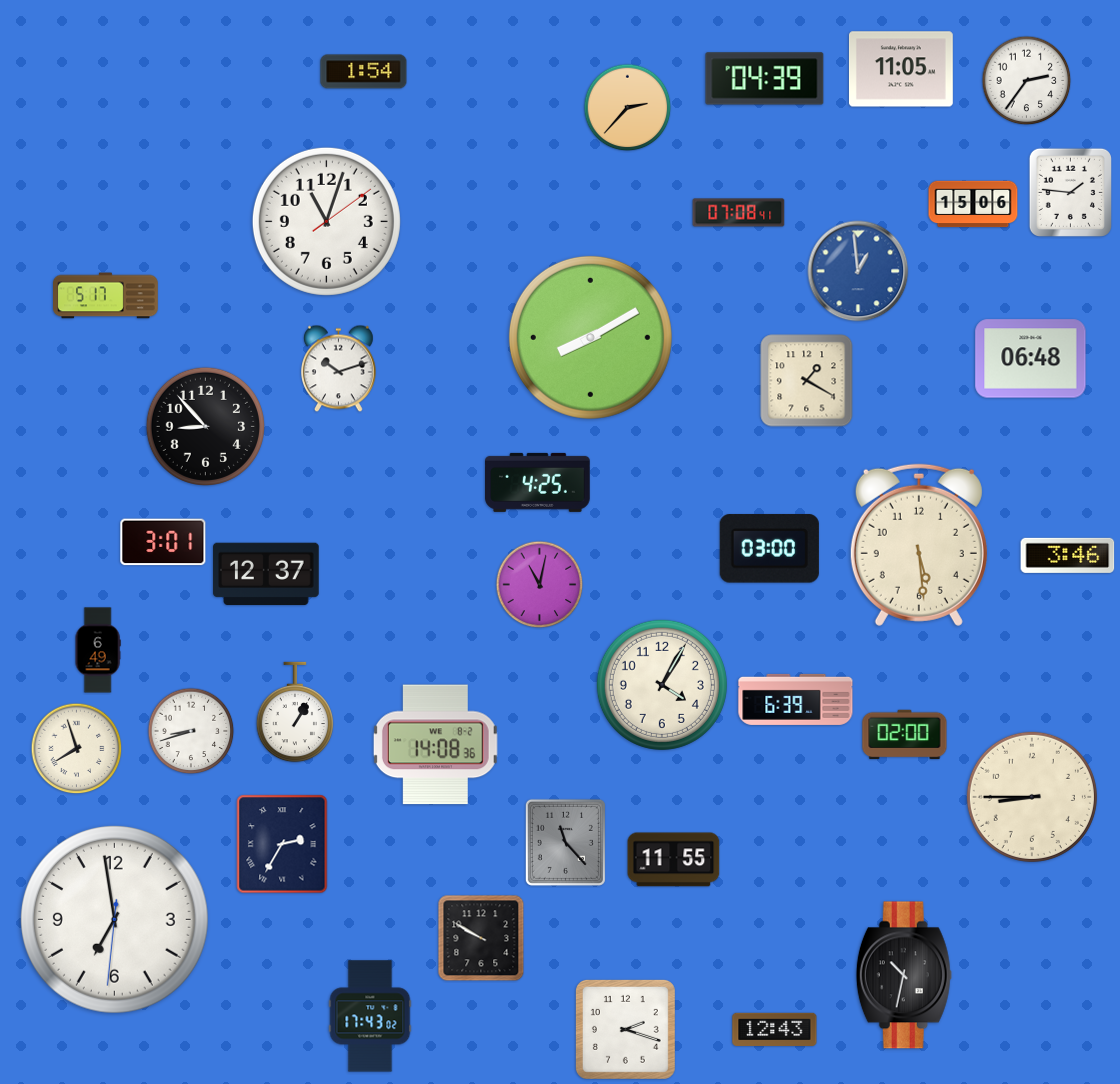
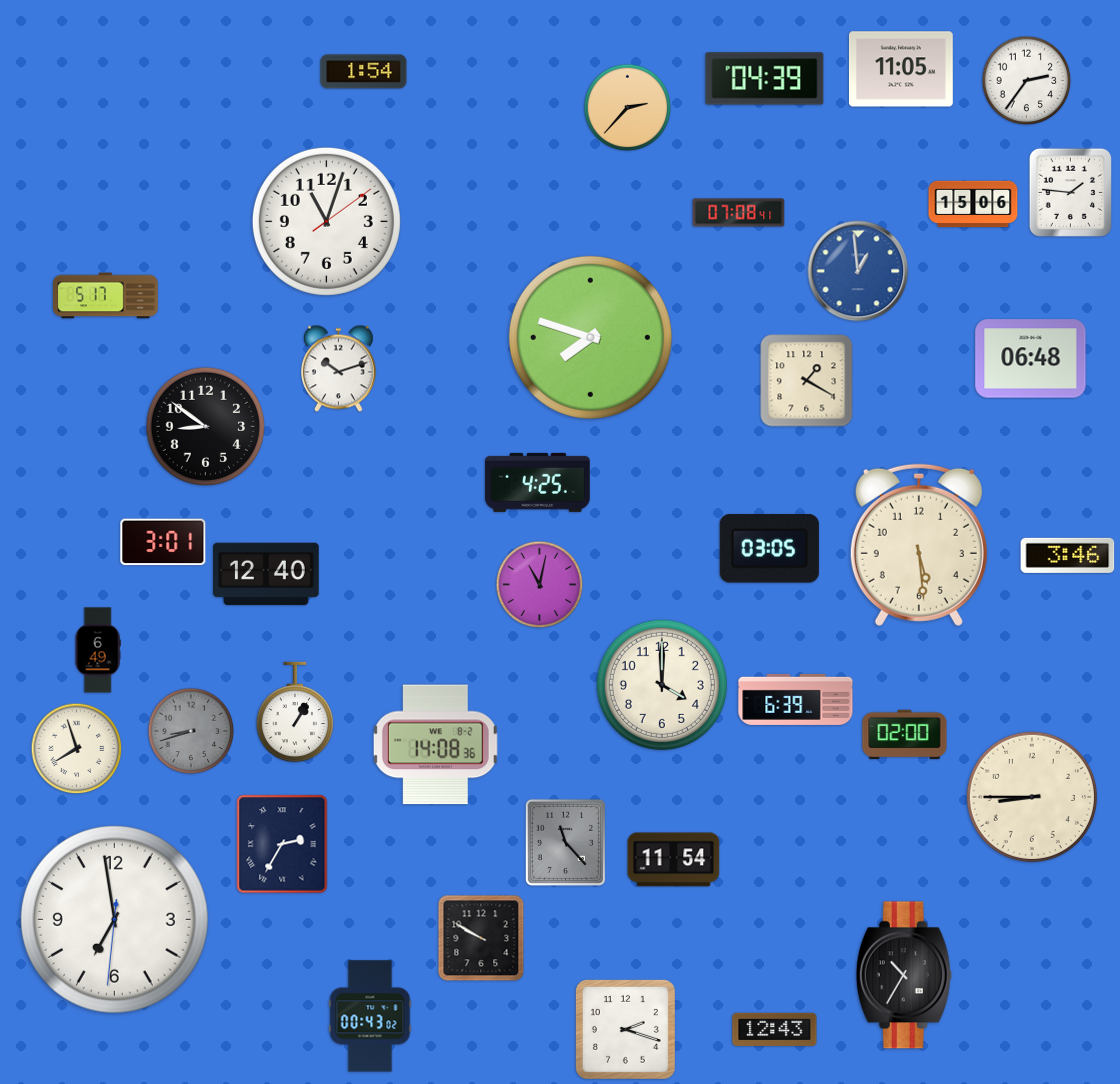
clock at (590, 337): 8:10 -> 7:48
clock at (205, 426): 8:53 -> 8:51
clock at (769, 549): 03:00 -> 03:05
clock at (266, 574): 12:37 -> 12:40
clock at (662, 685): 4:05 -> 4:00
clock at (191, 731) dial: white -> grey
clock at (674, 860): 11:55 -> 11:54
clock at (904, 975): 10:32 -> 10:35
clock at (370, 1016): 17:43 -> 00:43
